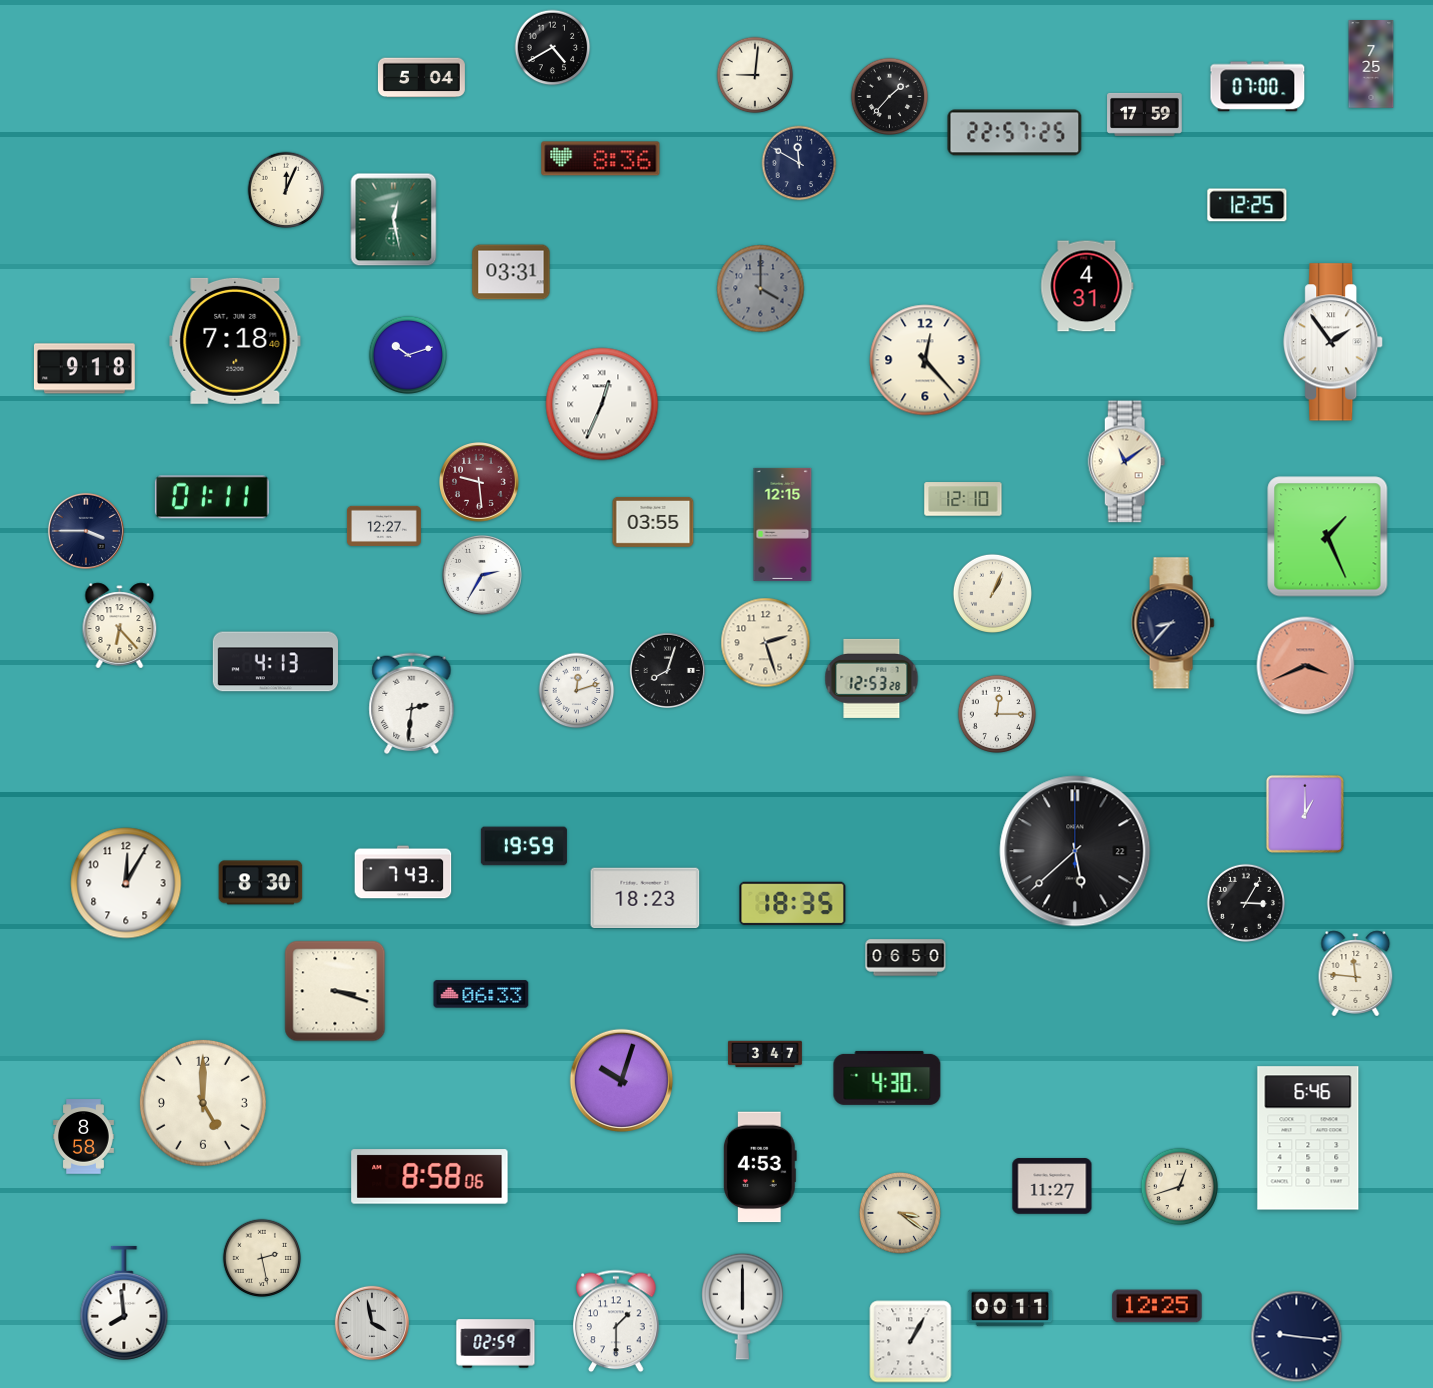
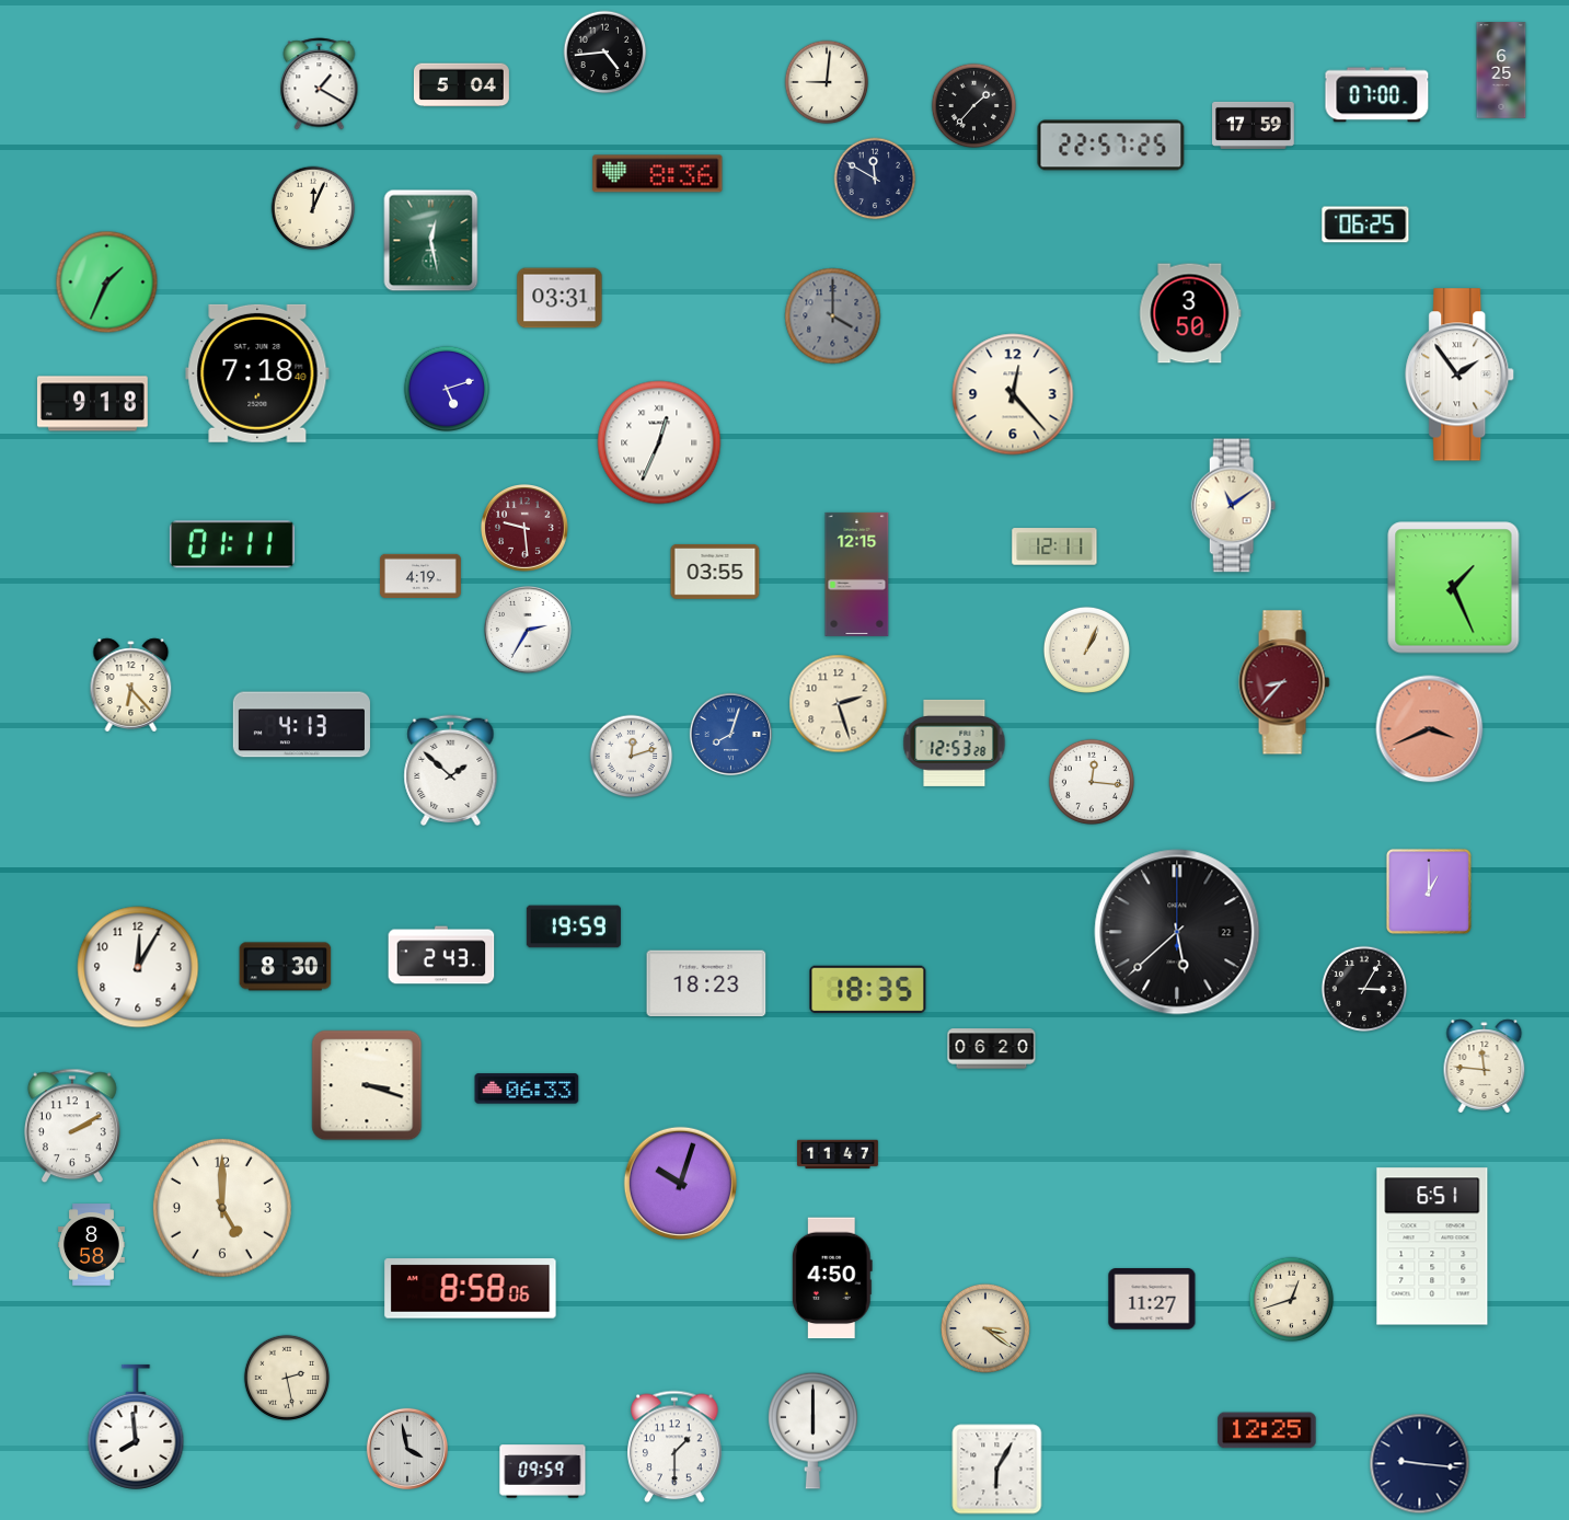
clock at (553, 48): 4:40 -> 4:44
clock at (1371, 64): 7:25 -> 6:25
clock at (320, 84): none -> 1:20
clock at (1247, 205): 12:25 -> 06:25
clock at (107, 283): none -> 1:34
clock at (1087, 286): 4:31 -> 3:50
clock at (407, 354): 10:12 -> 5:12
clock at (963, 499): 12:10 -> 12:11
clock at (384, 526): 12:27 -> 4:19
clock at (86, 531): 3:45 -> none
clock at (1173, 623) dial: navy -> burgundy
clock at (667, 670) dial: black -> blue
clock at (412, 704): 2:31 -> 1:52
clock at (996, 713): 12:15 -> 12:16
clock at (403, 872): 7:43 -> 2:43
clock at (906, 958): 06:50 -> 06:20
clock at (72, 1126): none -> 2:10
clock at (766, 1054): 3:47 -> 11:47
clock at (887, 1078): 4:30 -> none
clock at (1308, 1138): 6:46 -> 6:51
clock at (760, 1167): 4:53 -> 4:50
clock at (1010, 1308): 00:11 -> none
clock at (911, 1342): 1:05 -> 6:05
clock at (496, 1344): 02:59 -> 09:59
